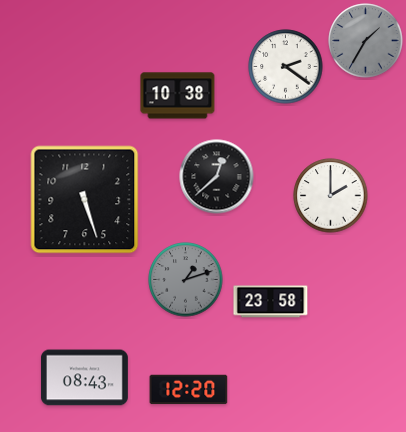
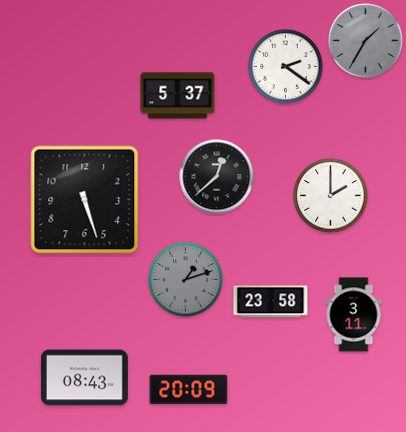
clock at (178, 96): 10:38 -> 5:37
clock at (354, 315): none -> 3:11
clock at (189, 390): 12:20 -> 20:09
